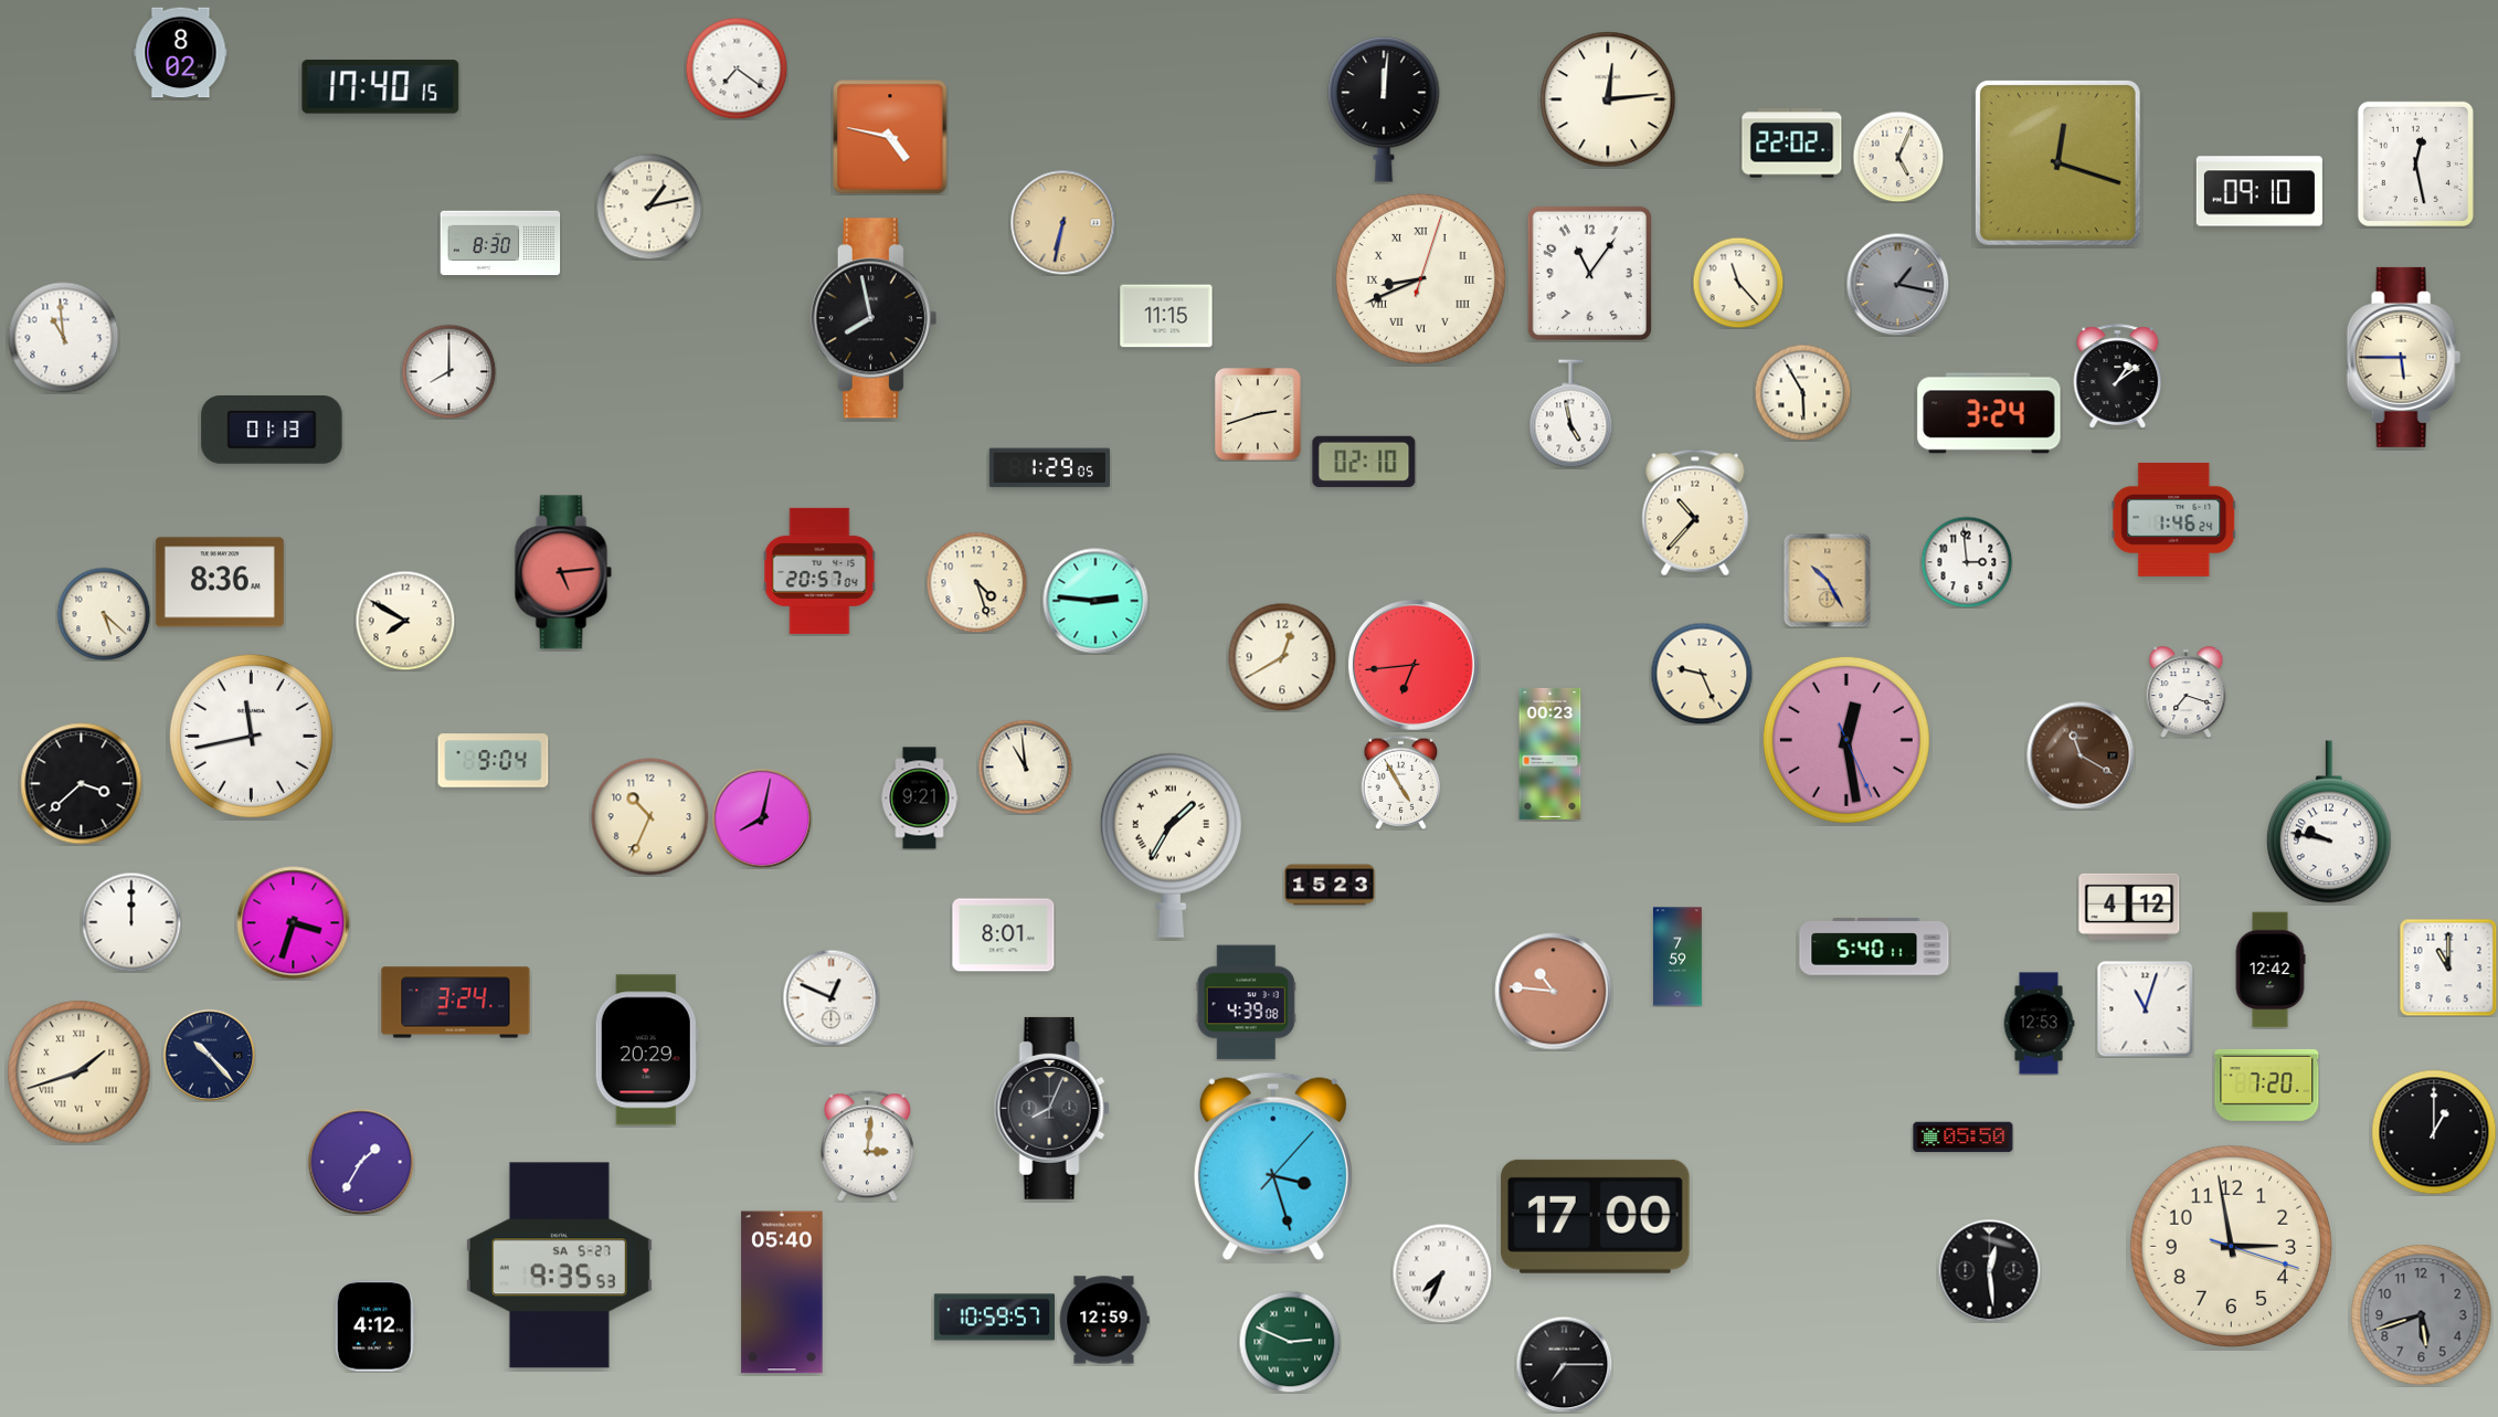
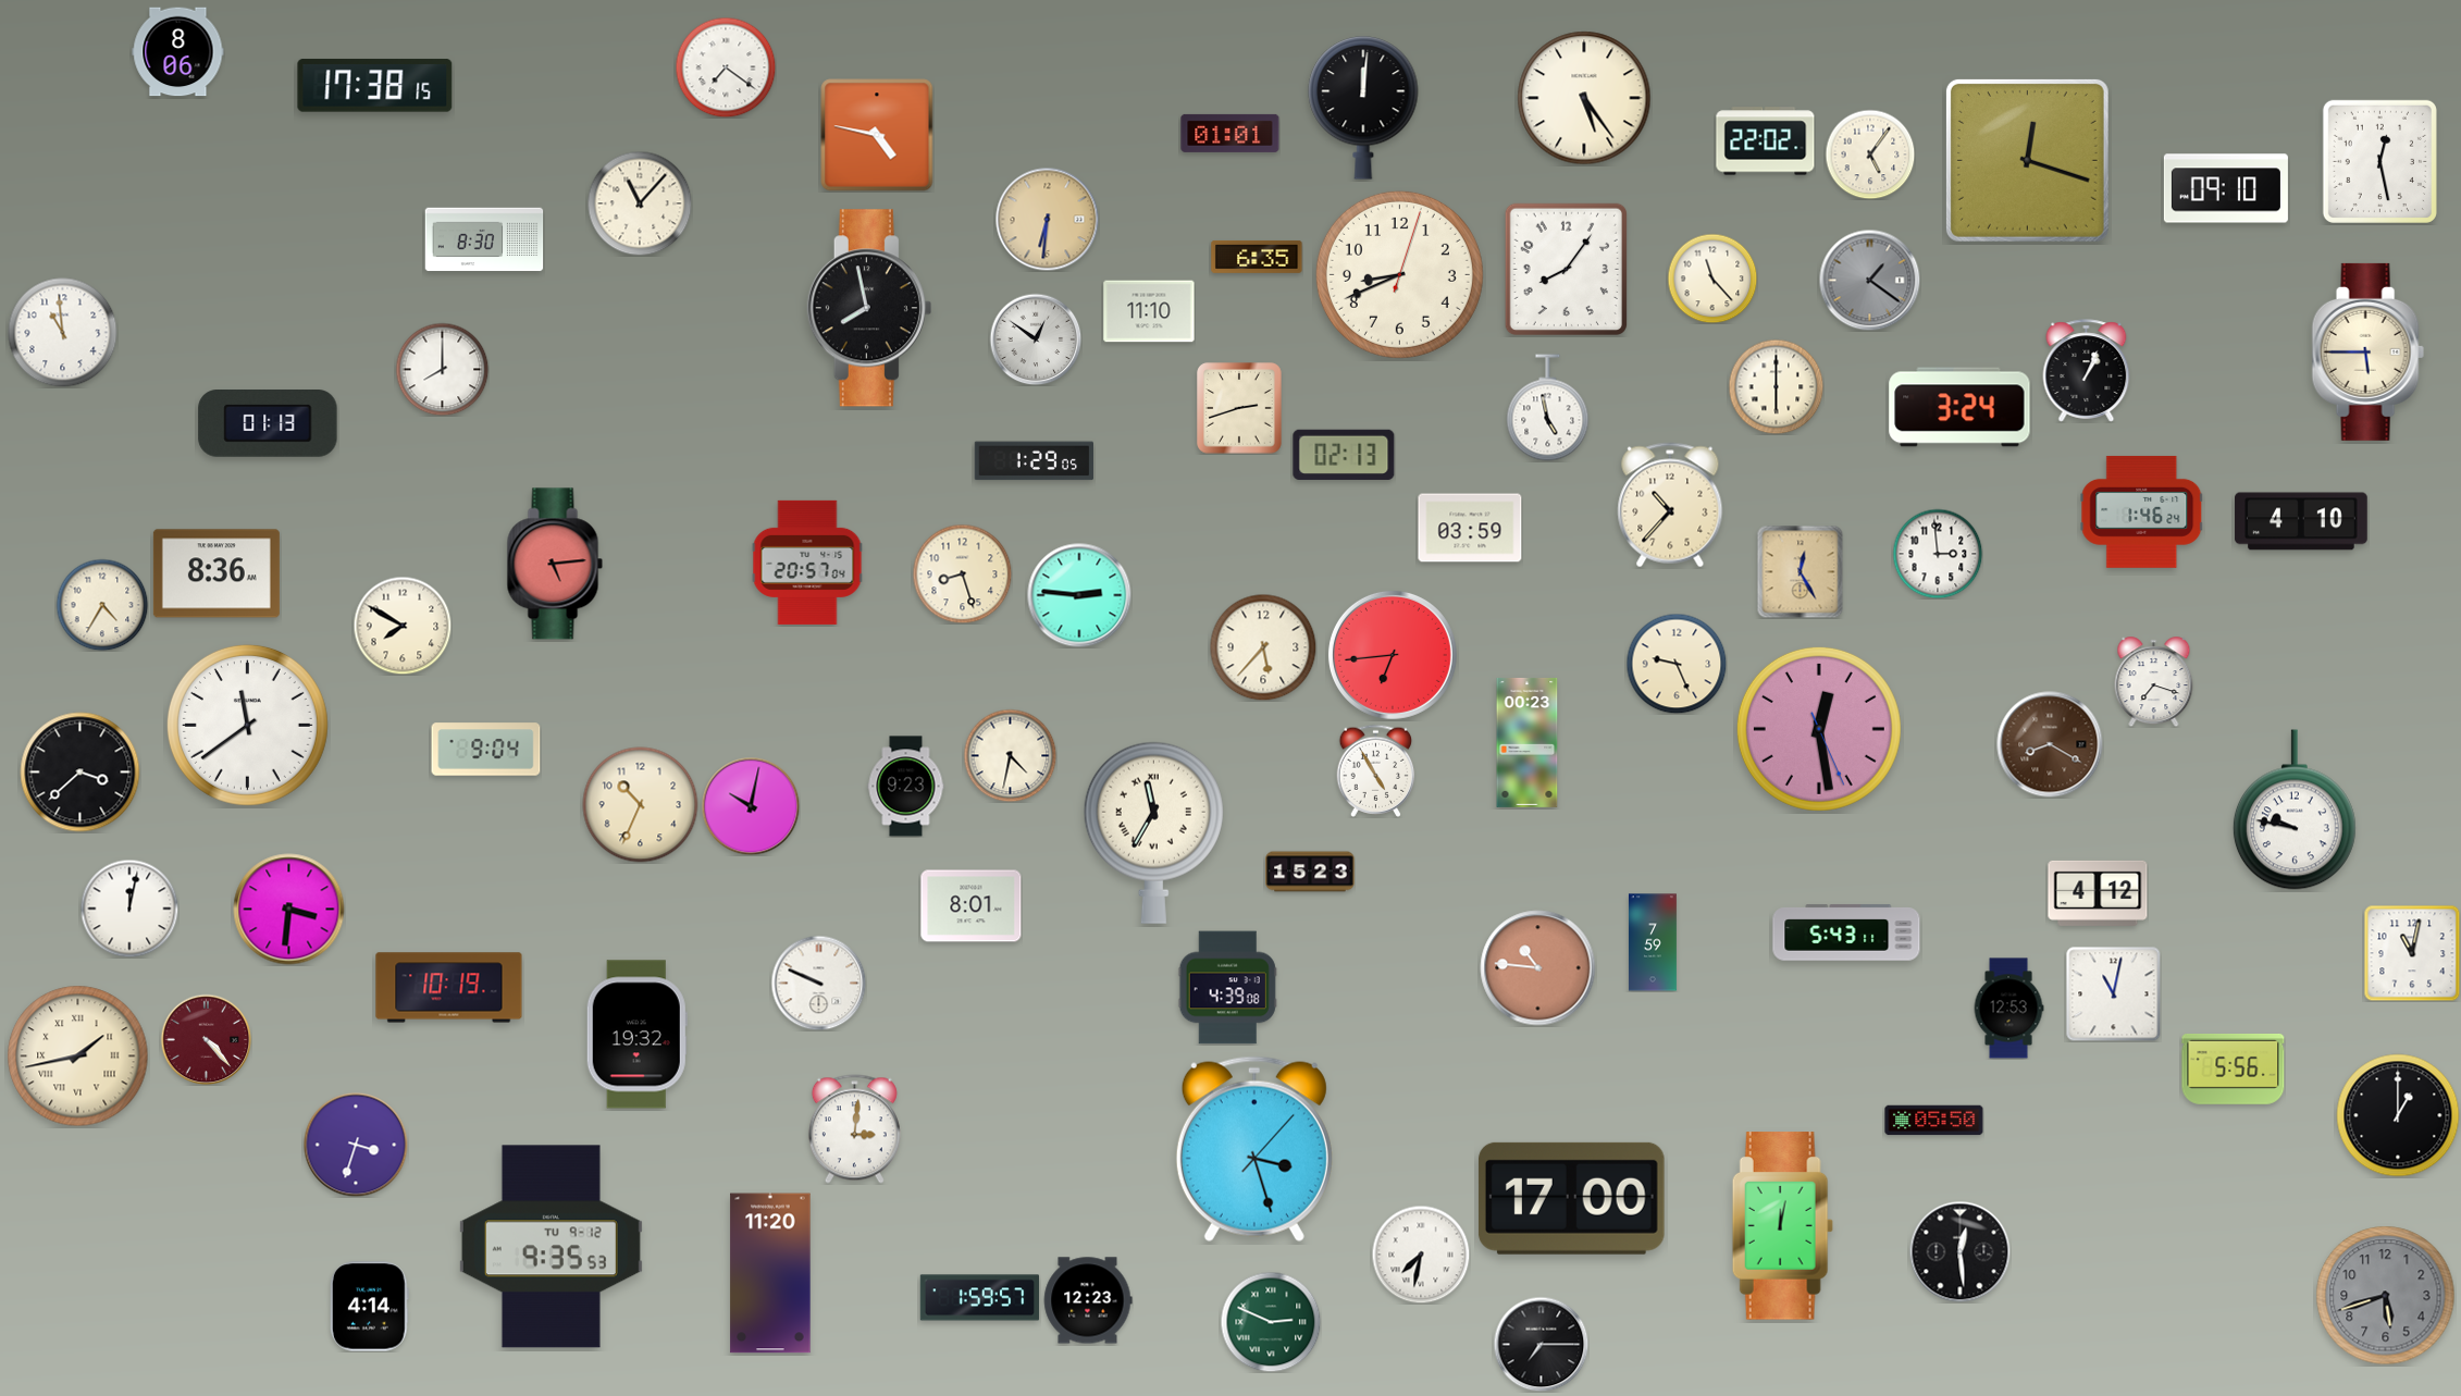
clock at (181, 53): 8:02 -> 8:06
clock at (381, 87): 17:40 -> 17:38
clock at (1608, 99): 12:14 -> 5:24
clock at (1230, 133): none -> 01:01
clock at (1898, 157): 5:04 -> 5:06
clock at (649, 207): 1:13 -> 11:07
clock at (1062, 222): 6:32 -> 6:31
clock at (500, 243) position: (500, 243) -> (484, 239)
clock at (1257, 257): none -> 6:35
clock at (1589, 273): 11:06 -> 8:06
clock at (1420, 278) numerals: Roman -> Arabic
clock at (1897, 284): 1:17 -> 1:21
clock at (1166, 316): 11:15 -> 11:10
clock at (874, 318) position: (874, 318) -> (869, 308)
clock at (1036, 339): none -> 12:51
clock at (448, 371) position: (448, 371) -> (442, 369)
clock at (2118, 377): 1:09 -> 1:04
clock at (1802, 392): 5:55 -> 6:00
clock at (1364, 462): 02:10 -> 02:13
clock at (2301, 521): none -> 4:10
clock at (1470, 528): none -> 03:59
clock at (1828, 580): 10:25 -> 12:25
clock at (976, 582): 4:27 -> 8:27
clock at (1095, 601) position: (1095, 601) -> (1079, 595)
clock at (104, 614): 5:22 -> 4:35
clock at (405, 621) position: (405, 621) -> (403, 626)
clock at (1282, 657): 12:40 -> 5:37
clock at (251, 736): 11:43 -> 11:39
clock at (2081, 755): 11:20 -> 8:20
clock at (1025, 766): 10:59 -> 4:32
clock at (1401, 782) position: (1401, 782) -> (1376, 770)
clock at (920, 799): 9:21 -> 9:23
clock at (762, 818): 8:02 -> 10:02
clock at (1171, 845): 1:35 -> 11:35
clock at (131, 922): 12:00 -> 12:02
clock at (294, 923): 3:33 -> 3:31
clock at (1004, 935) position: (1004, 935) -> (972, 906)
clock at (1874, 947): 5:40 -> 5:43
clock at (2448, 967): 11:00 -> 11:02
clock at (2271, 970): 12:42 -> none
clock at (1554, 992) position: (1554, 992) -> (1538, 968)
clock at (830, 997): 12:49 -> 9:49
clock at (456, 1003): 3:24 -> 10:19
clock at (2145, 1008): 11:03 -> 11:02
clock at (646, 1050): 20:29 -> 19:32
clock at (209, 1055): 10:23 -> 4:23
clock at (209, 1055) dial: navy -> burgundy
clock at (80, 1072): 1:42 -> 1:43
clock at (2267, 1085): 7:20 -> 5:56
clock at (1051, 1108): 8:04 -> none
clock at (361, 1162): 1:35 -> 3:33
clock at (1782, 1226): none -> 12:02
clock at (2232, 1247): 2:58 -> none
clock at (559, 1266) date: SA 5-27 -> TU 9-12
clock at (1442, 1273): 7:34 -> 7:32
clock at (782, 1292): 05:40 -> 11:20
clock at (995, 1318): 10:59 -> 1:59
clock at (1104, 1320): 12:59 -> 12:23
clock at (374, 1326): 4:12 -> 4:14
